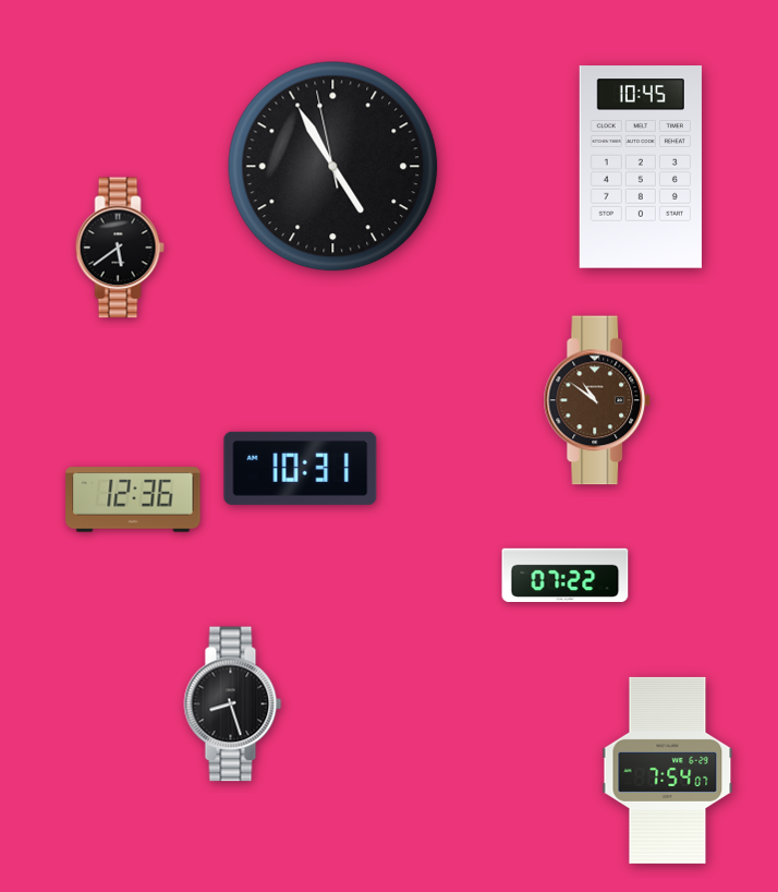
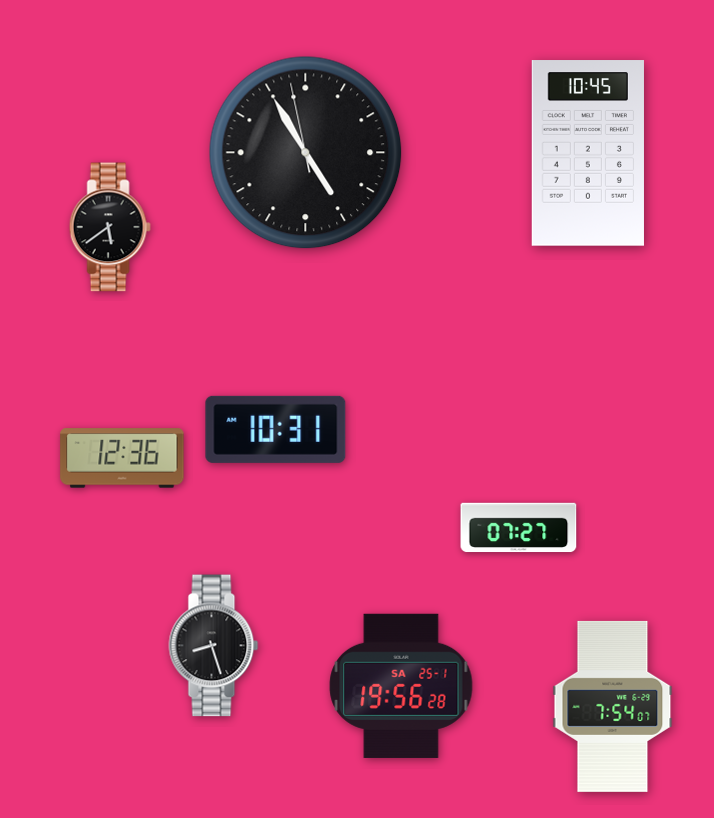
clock at (597, 400): 10:51 -> none
clock at (566, 576): 07:22 -> 07:27
clock at (401, 686): none -> 19:56
